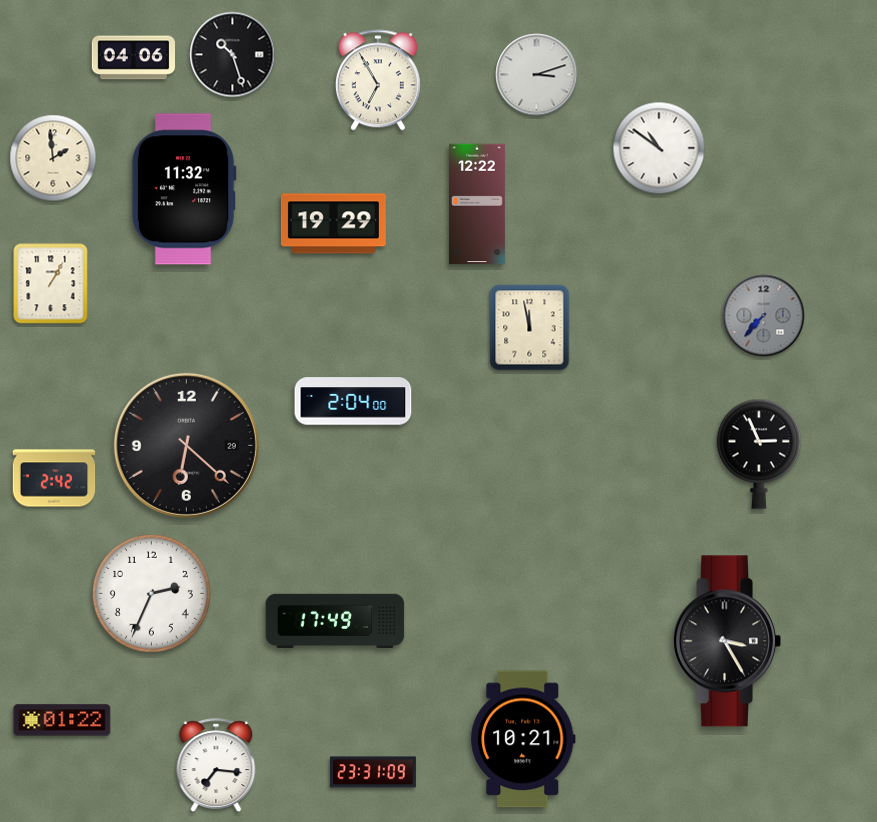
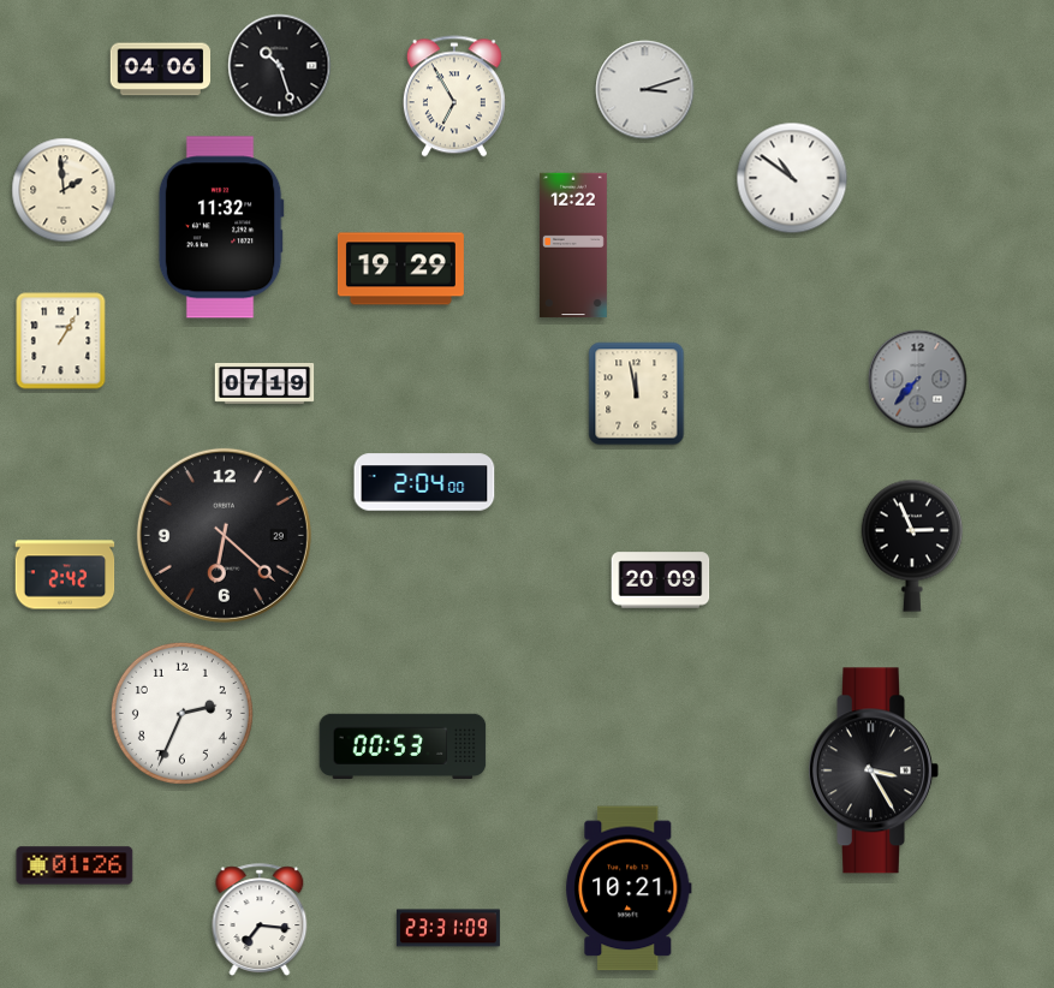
clock at (264, 383): none -> 07:19
clock at (661, 581): none -> 20:09
clock at (335, 621): 17:49 -> 00:53
clock at (62, 720): 01:22 -> 01:26
